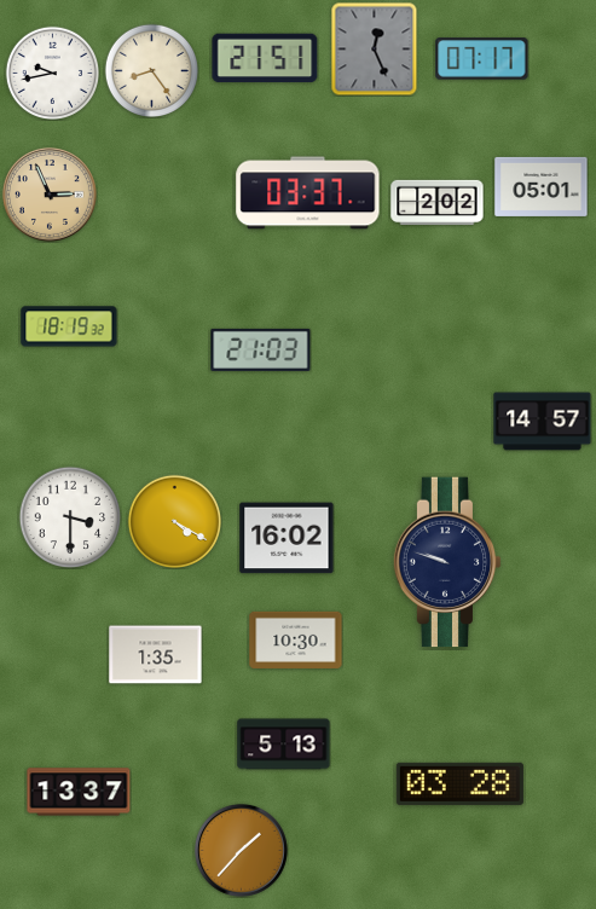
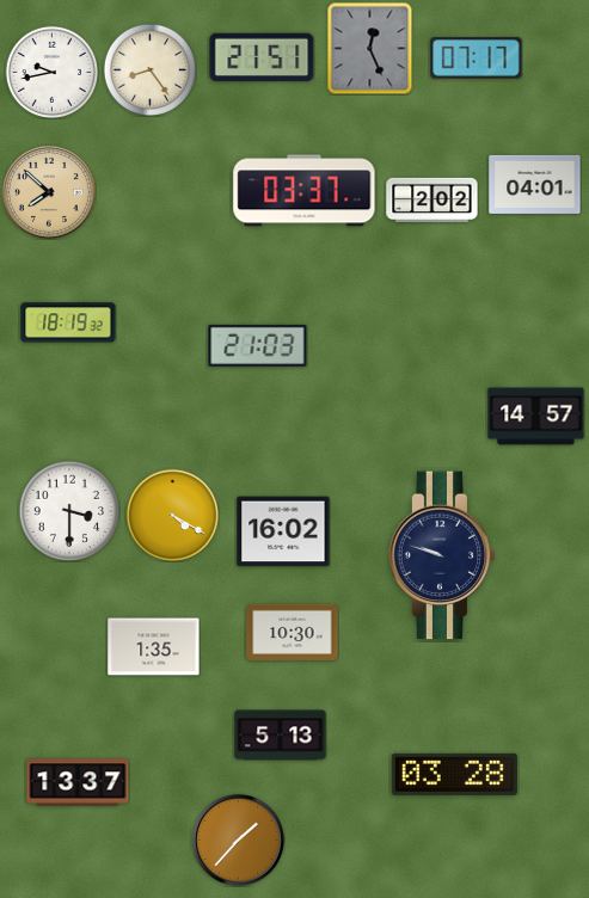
clock at (542, 186): 05:01 -> 04:01
clock at (50, 195): 2:56 -> 7:52
